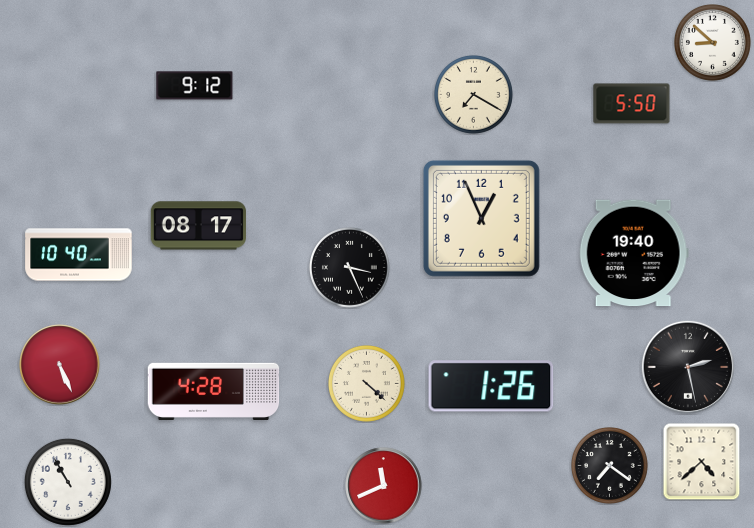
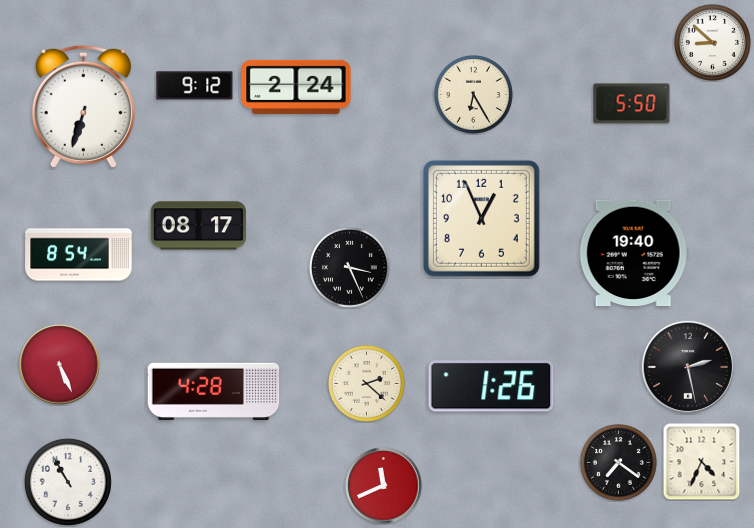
clock at (296, 87): none -> 2:24
clock at (473, 94): 7:20 -> 6:25
clock at (83, 106): none -> 6:33
clock at (79, 255): 10:40 -> 8:54
clock at (367, 384): 4:22 -> 2:22
clock at (701, 461): 4:38 -> 4:34
clock at (610, 466) position: (610, 466) -> (619, 463)
